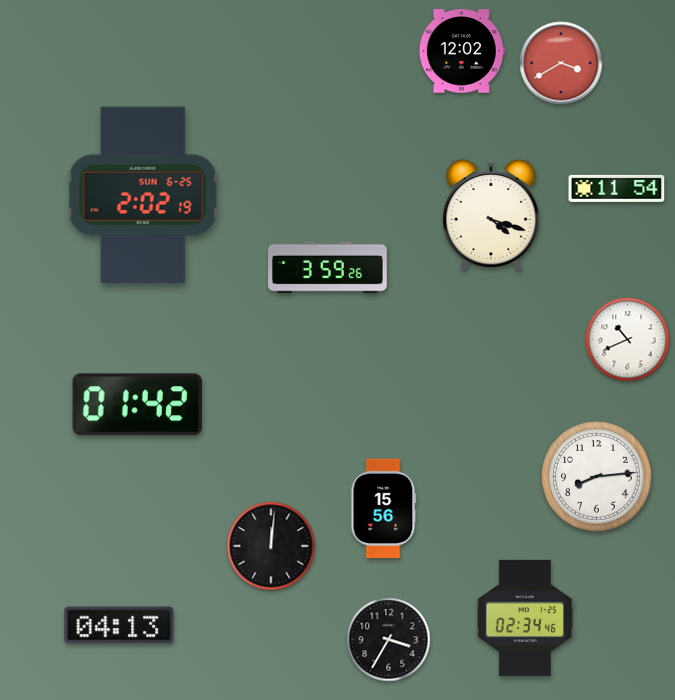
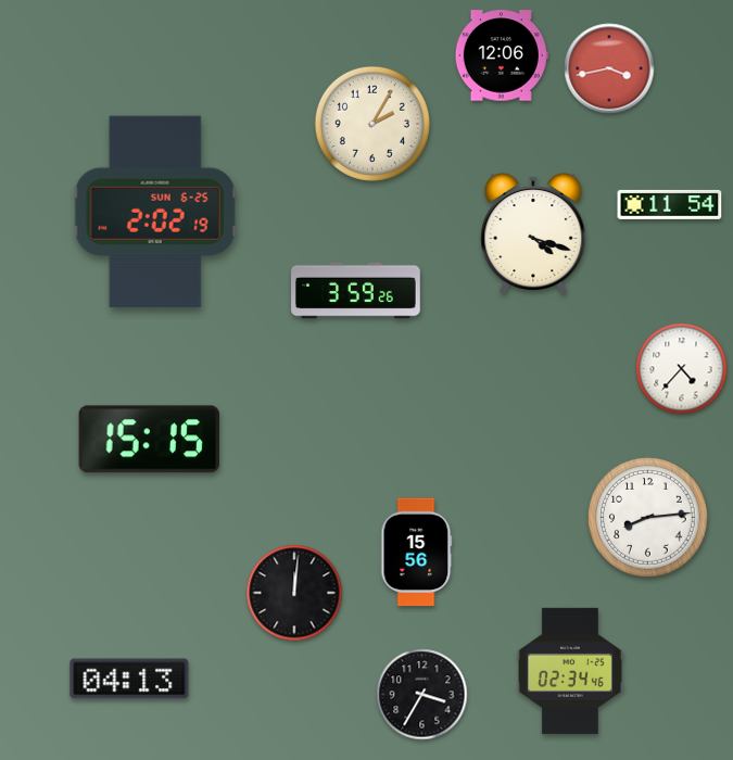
clock at (462, 51): 12:02 -> 12:06
clock at (561, 63): 3:40 -> 3:43
clock at (372, 124): none -> 2:05
clock at (628, 340): 10:41 -> 4:37
clock at (137, 405): 01:42 -> 15:15
